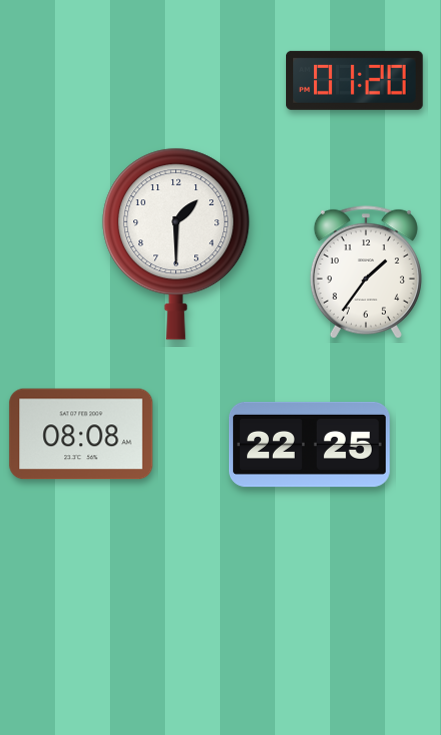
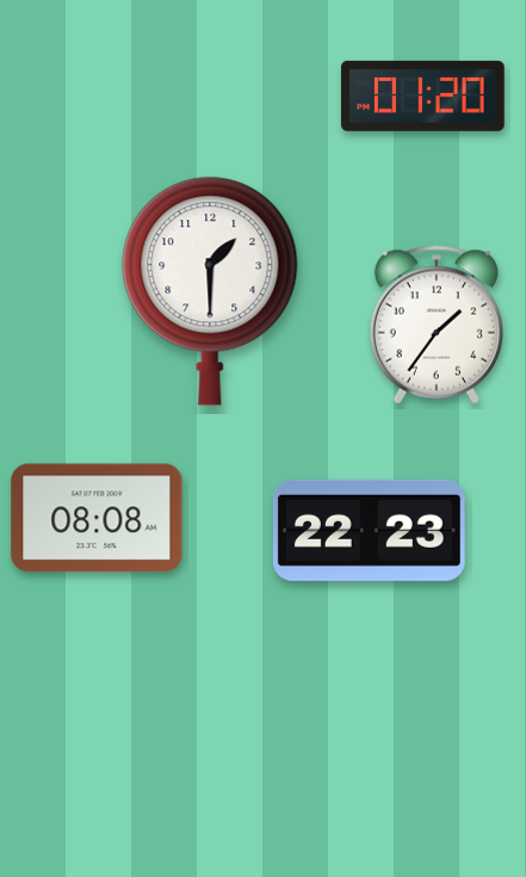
clock at (309, 444): 22:25 -> 22:23
